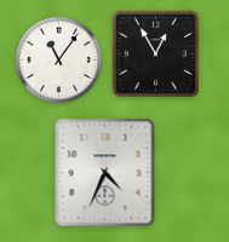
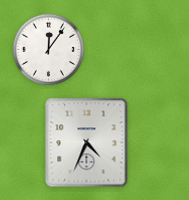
clock at (155, 53): 12:55 -> none
clock at (59, 60): 11:06 -> 12:06
